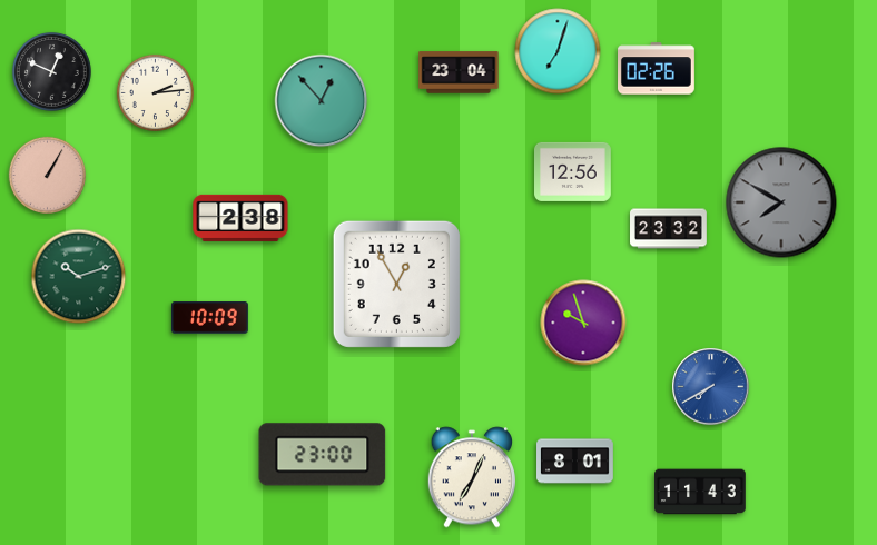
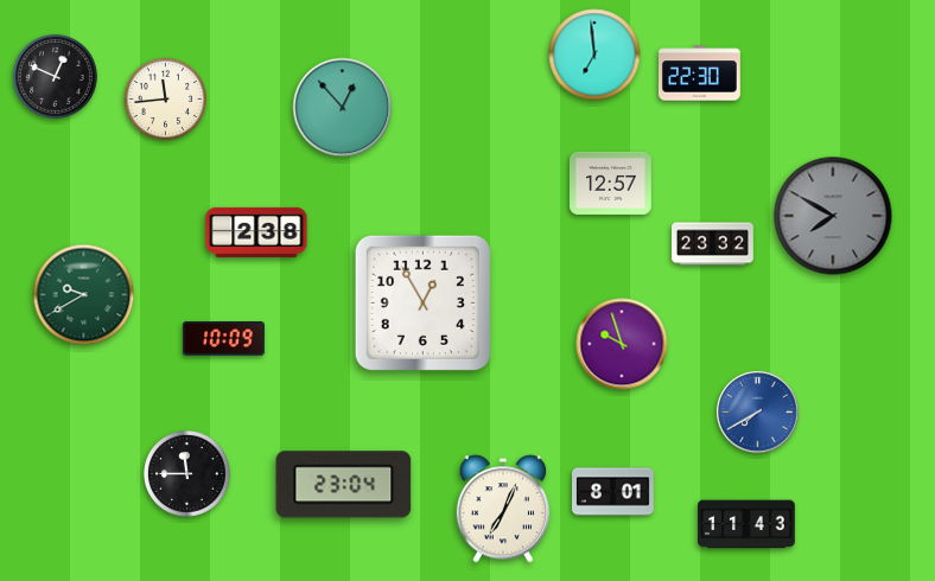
clock at (558, 51): 7:03 -> 6:59
clock at (657, 69): 02:26 -> 22:30
clock at (459, 72): 23:04 -> none
clock at (155, 92): 2:14 -> 11:44
clock at (573, 171): 12:56 -> 12:57
clock at (47, 175): 1:05 -> none
clock at (79, 277): 10:12 -> 9:40
clock at (187, 474): none -> 11:45
clock at (323, 455): 23:00 -> 23:04
